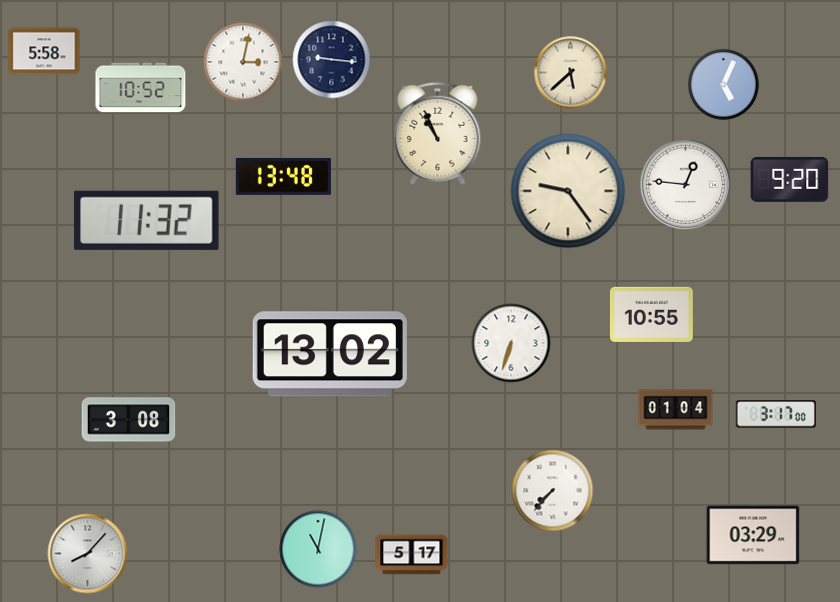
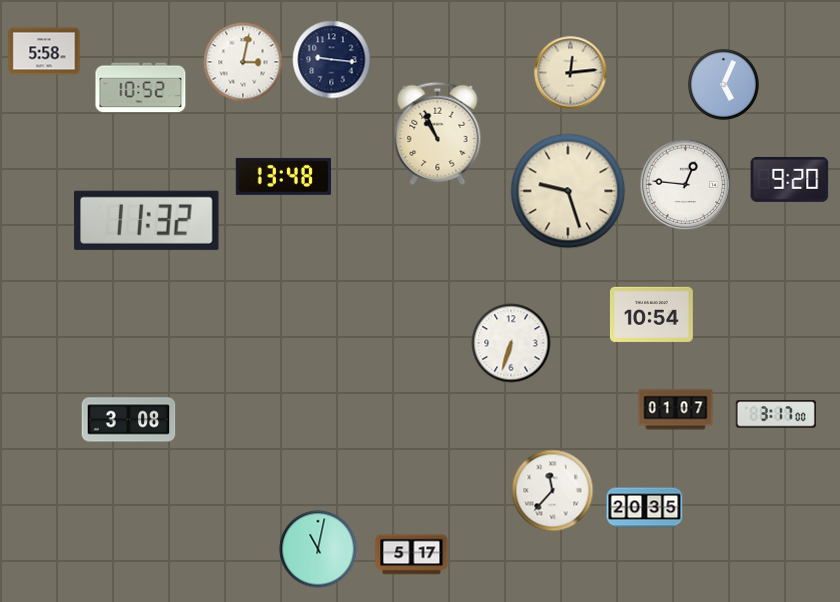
clock at (571, 73): 5:38 -> 12:14
clock at (568, 191): 9:24 -> 9:27
clock at (651, 314): 10:55 -> 10:54
clock at (330, 354): 13:02 -> none
clock at (676, 410): 01:04 -> 01:07
clock at (553, 491): 7:37 -> 11:37
clock at (645, 508): none -> 20:35
clock at (753, 535): 03:29 -> none
clock at (88, 554): 8:07 -> none
